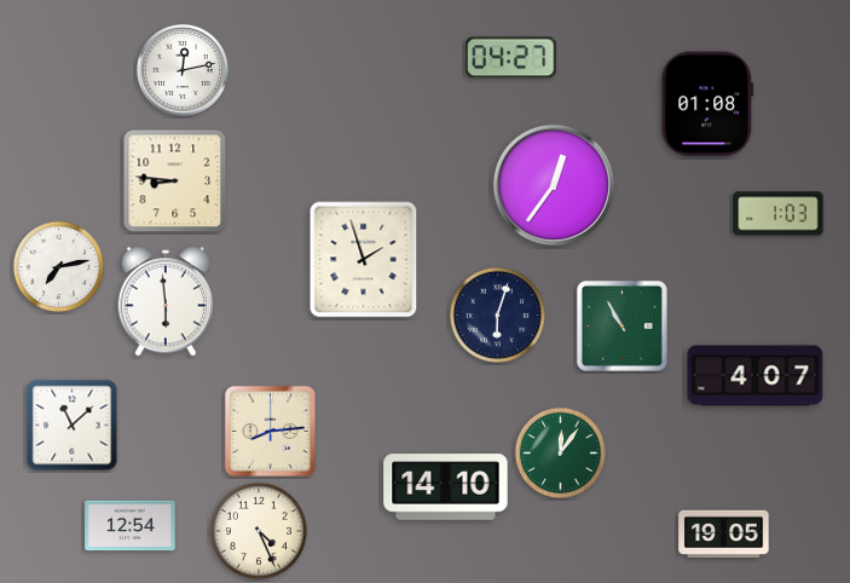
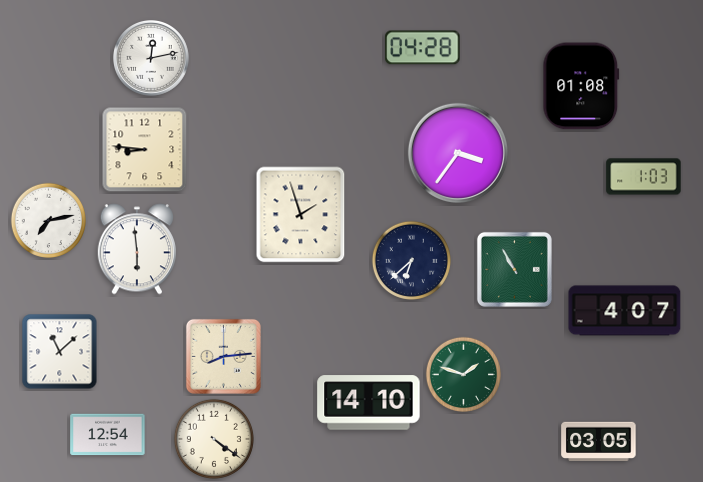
clock at (511, 58): 04:27 -> 04:28
clock at (707, 104) position: (707, 104) -> (581, 86)
clock at (554, 185): 12:36 -> 3:36
clock at (497, 314): 6:03 -> 6:38
clock at (560, 452): 12:06 -> 1:48
clock at (259, 531): 4:26 -> 4:21
clock at (724, 533): 19:05 -> 03:05
